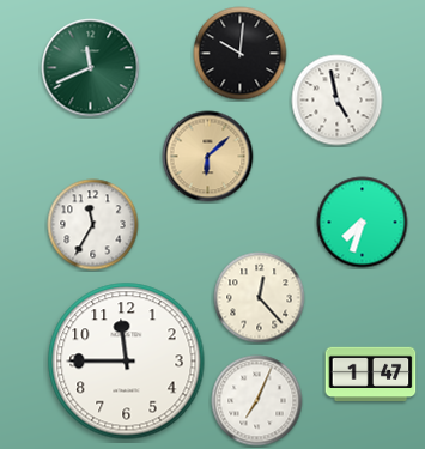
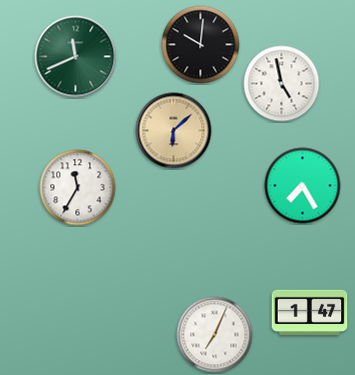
clock at (363, 223): 7:33 -> 7:25
clock at (260, 298): 12:23 -> none
clock at (127, 362): 11:45 -> none
